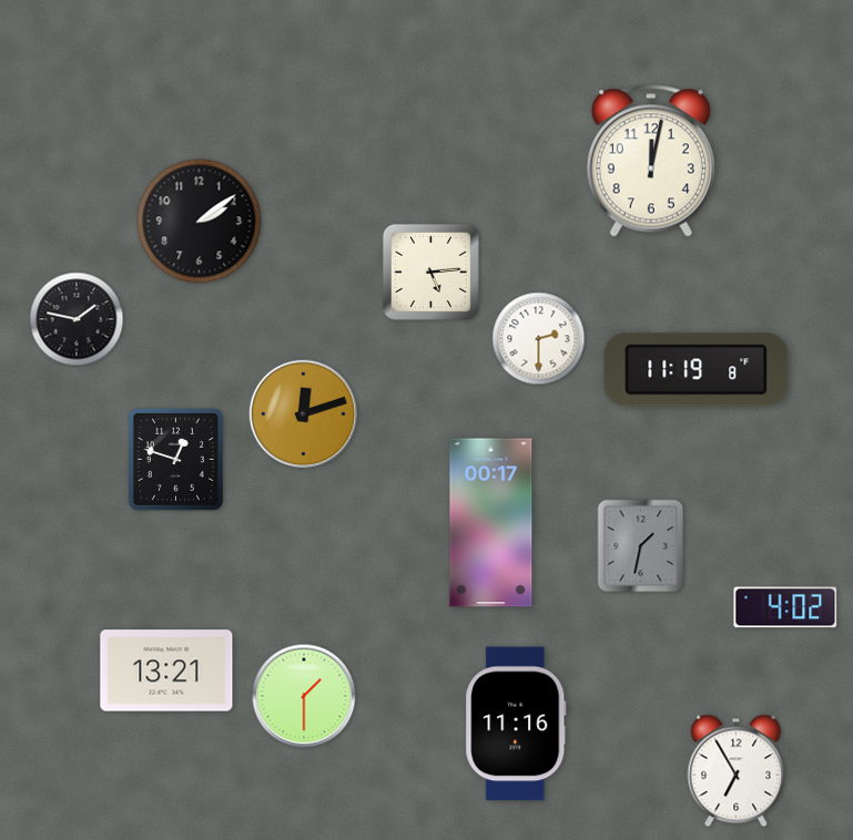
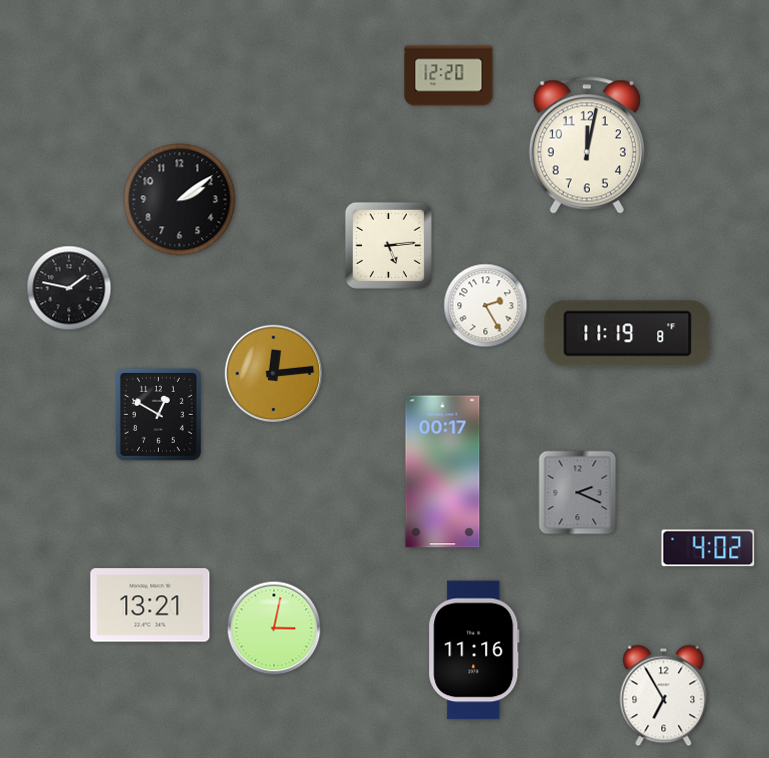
clock at (449, 76): none -> 12:20
clock at (539, 339): 2:30 -> 2:25
clock at (304, 414): 12:12 -> 12:14
clock at (175, 459): 12:48 -> 12:50
clock at (641, 546): 1:32 -> 2:19
clock at (304, 696): 1:30 -> 3:02
clock at (516, 724) position: (516, 724) -> (474, 650)
